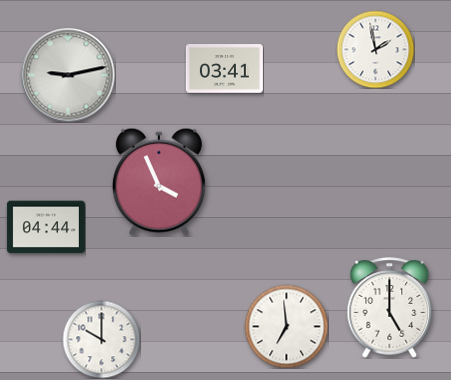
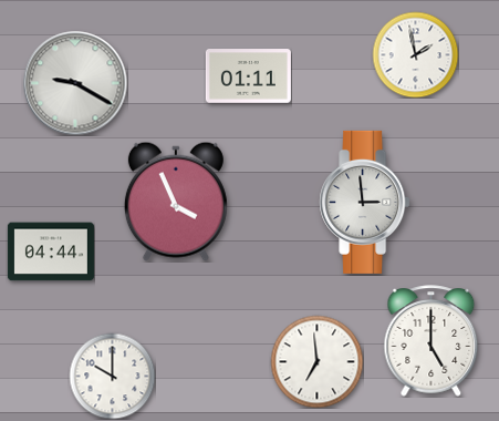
clock at (224, 69): 03:41 -> 01:11
clock at (68, 75): 9:13 -> 9:20
clock at (365, 202): none -> 2:59
